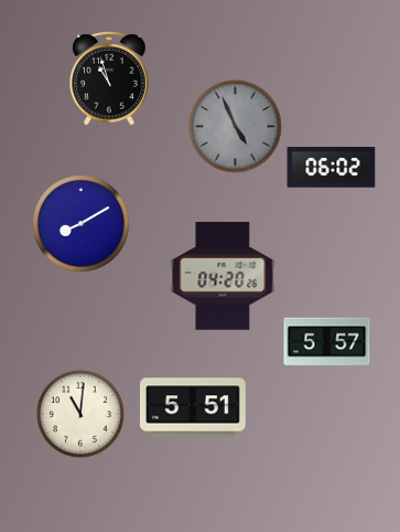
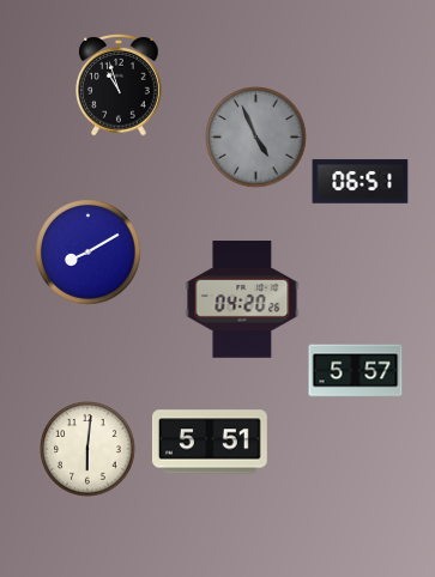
clock at (332, 168): 06:02 -> 06:51
clock at (82, 224) position: (82, 224) -> (89, 253)
clock at (80, 414): 11:01 -> 6:01
